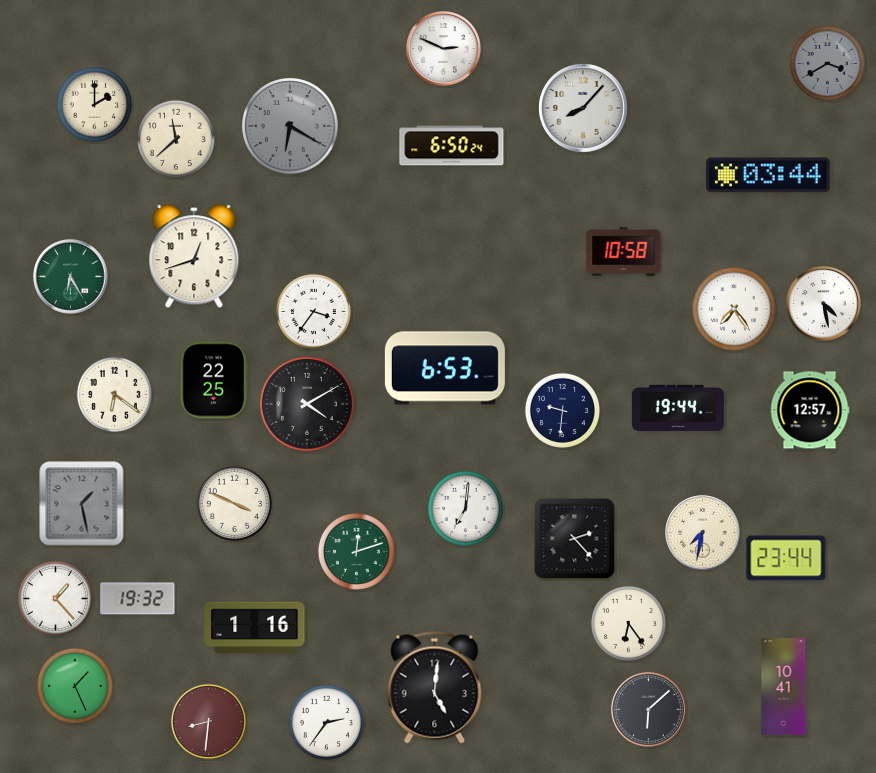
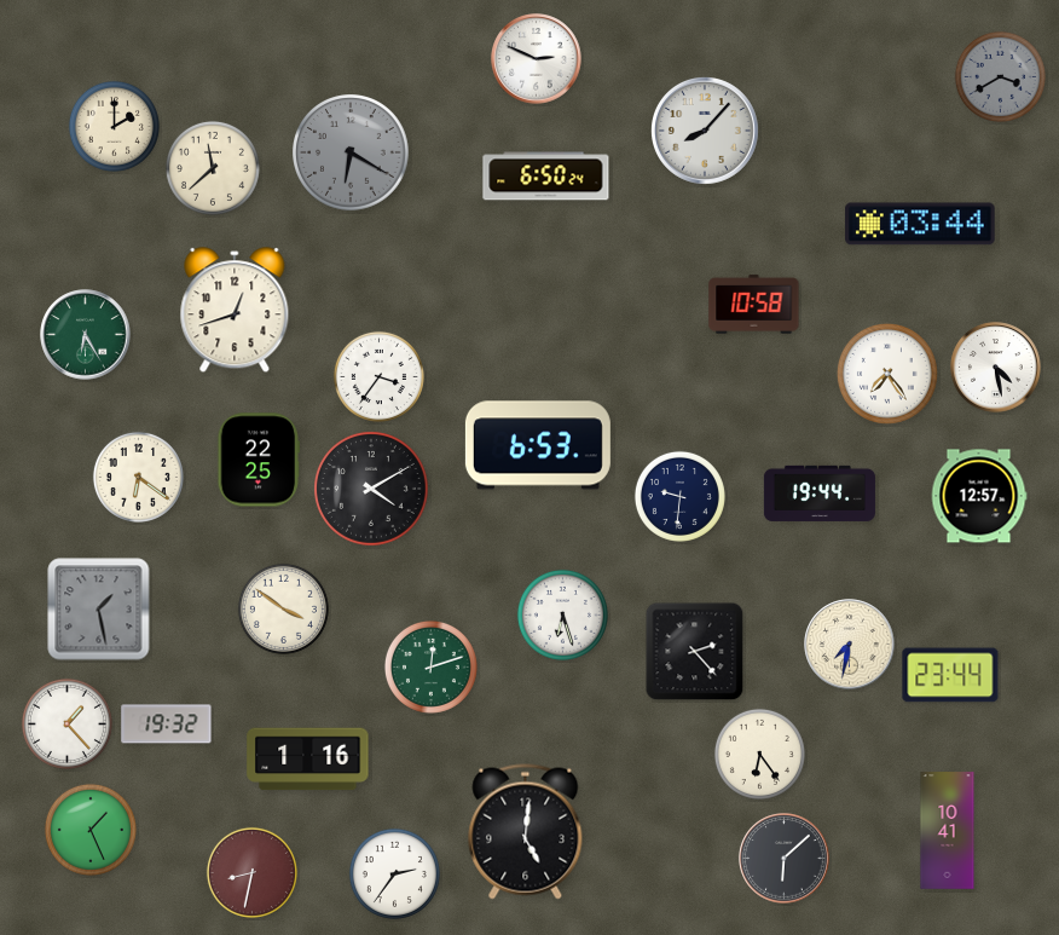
clock at (768, 175) position: (768, 175) -> (920, 224)
clock at (234, 503): 3:49 -> 3:51
clock at (465, 508): 7:01 -> 6:27
clock at (208, 721): 8:31 -> 8:32
